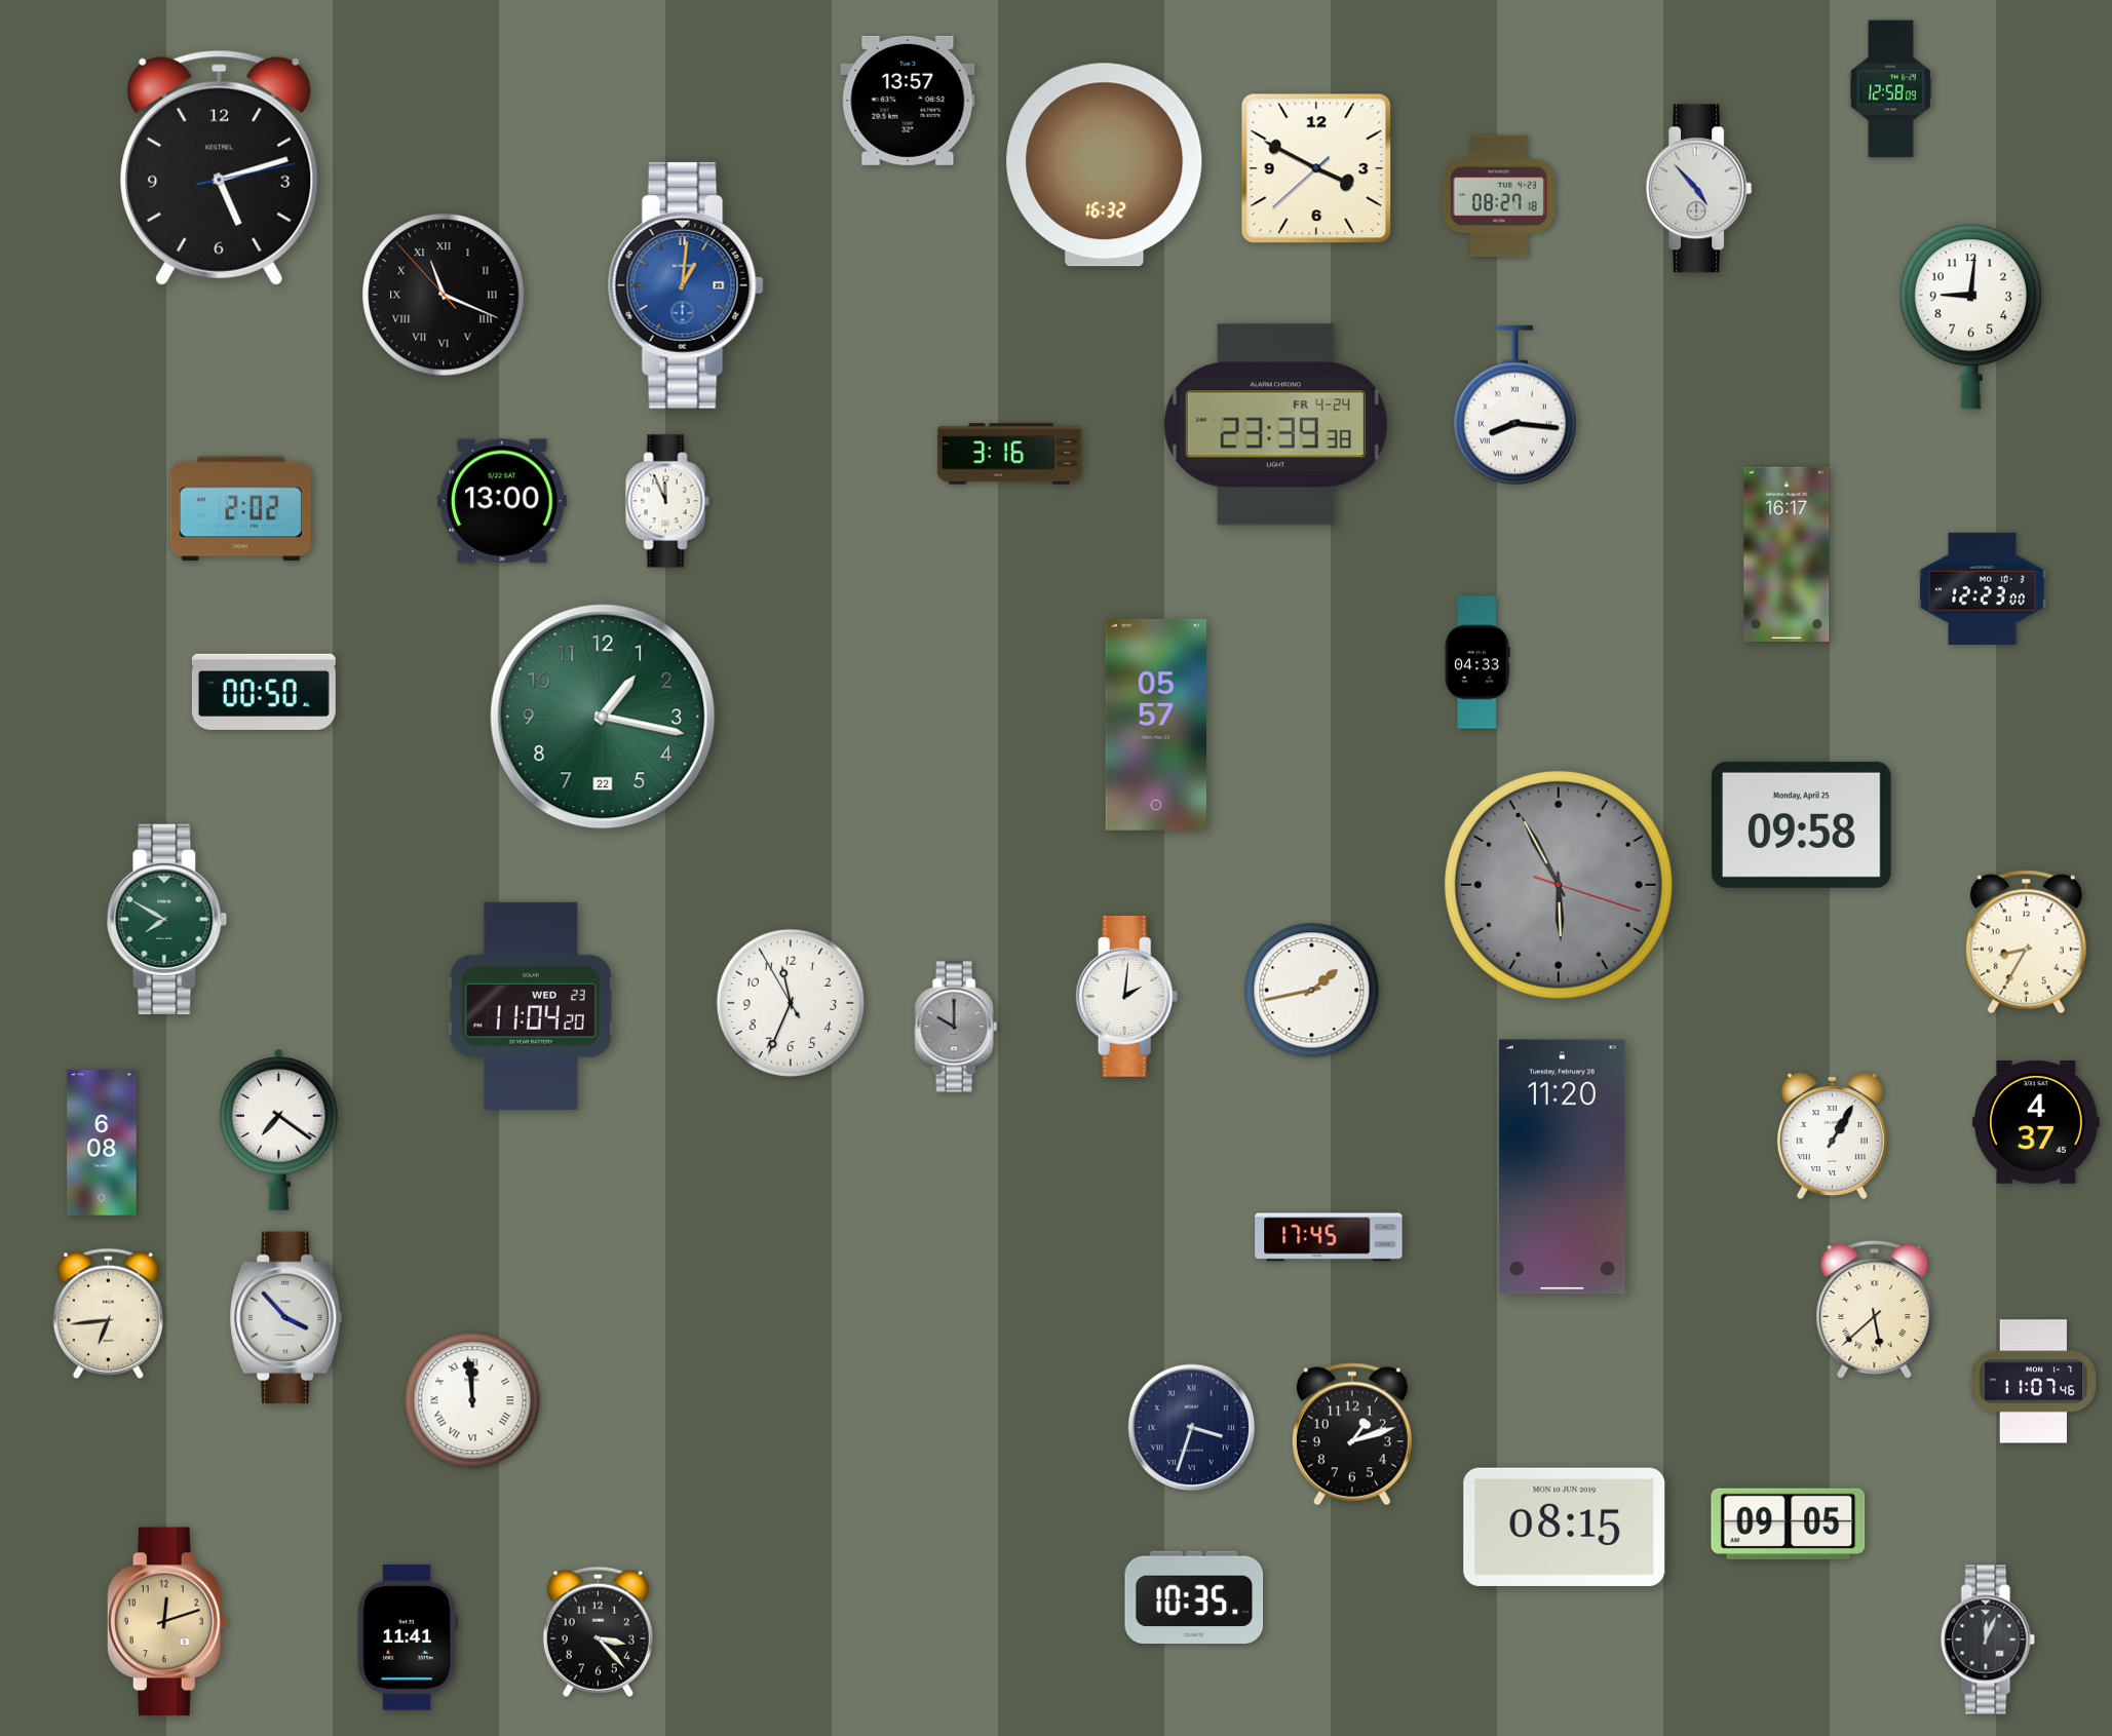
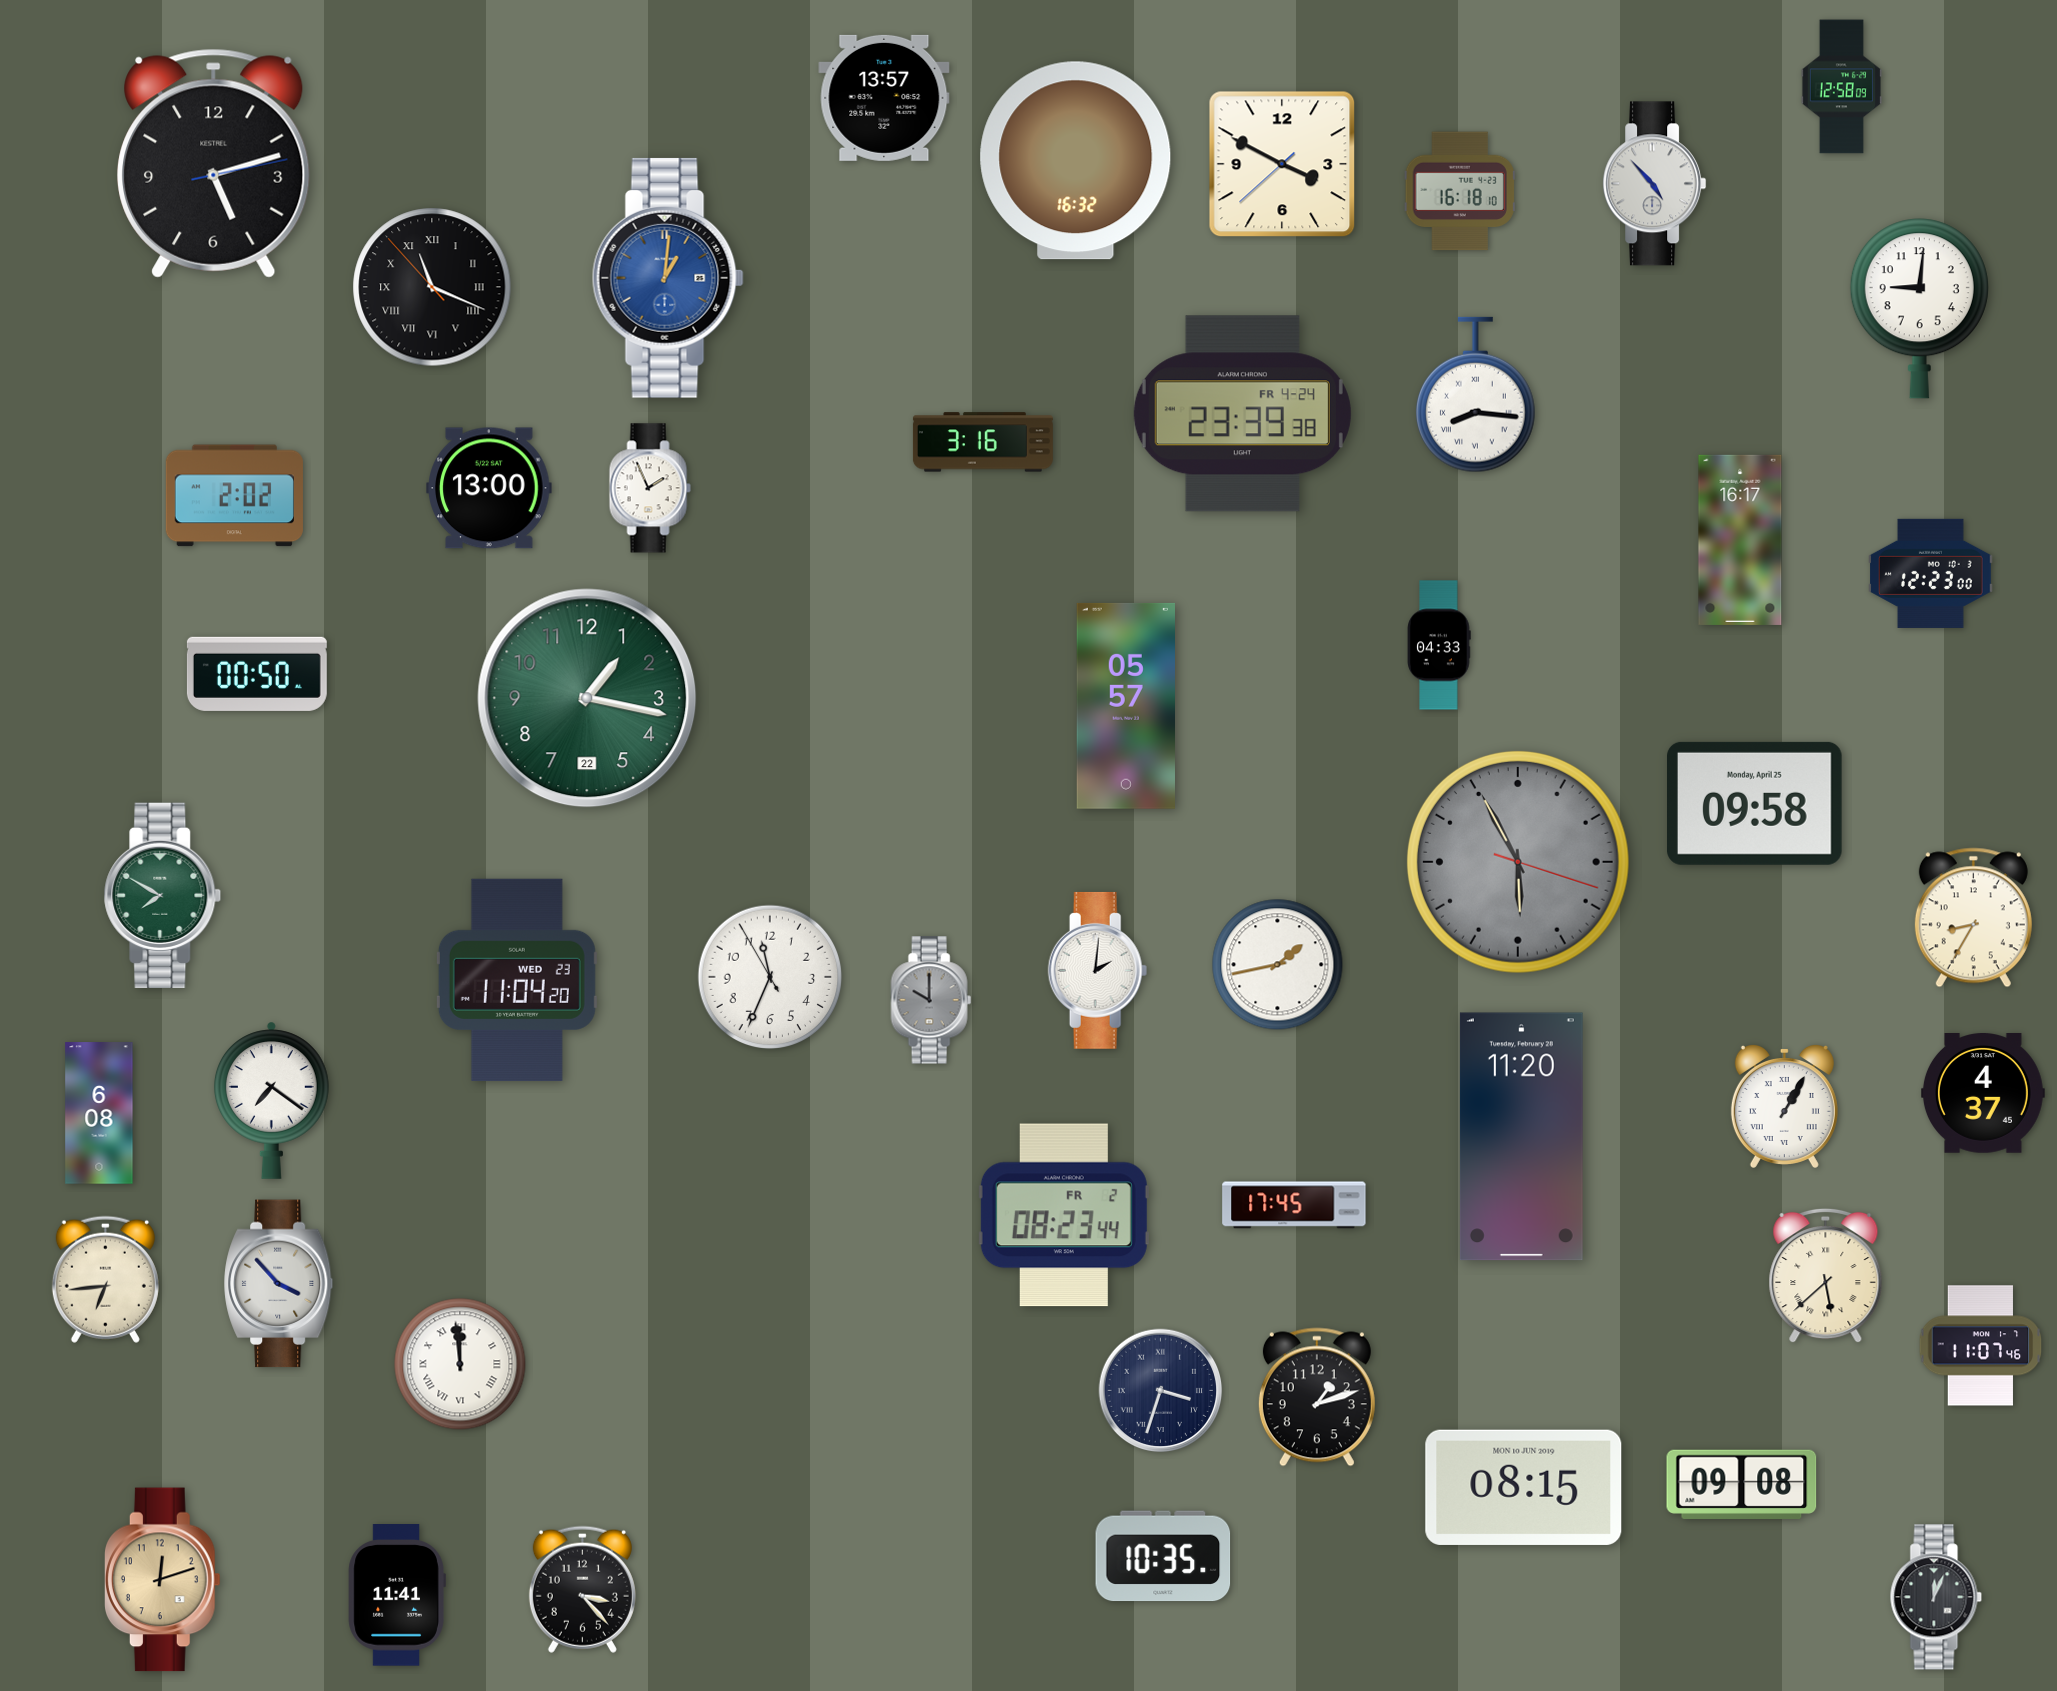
clock at (1499, 196): 08:27 -> 16:18
clock at (667, 501): 11:56 -> 1:56
clock at (1064, 1215): none -> 08:23
clock at (1789, 1523): 09:05 -> 09:08
